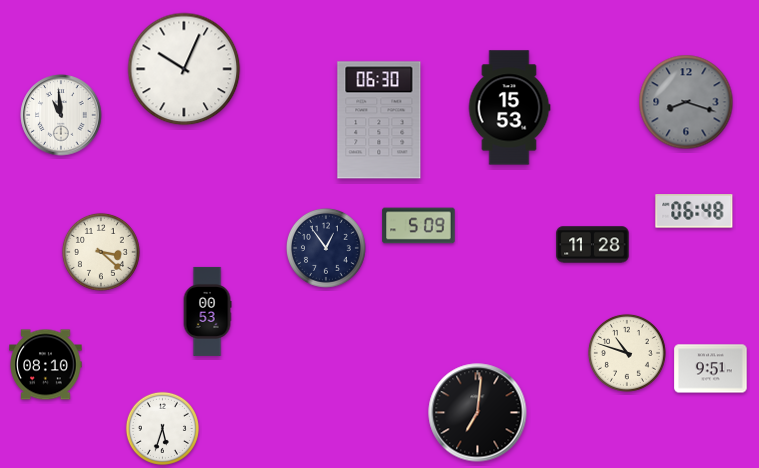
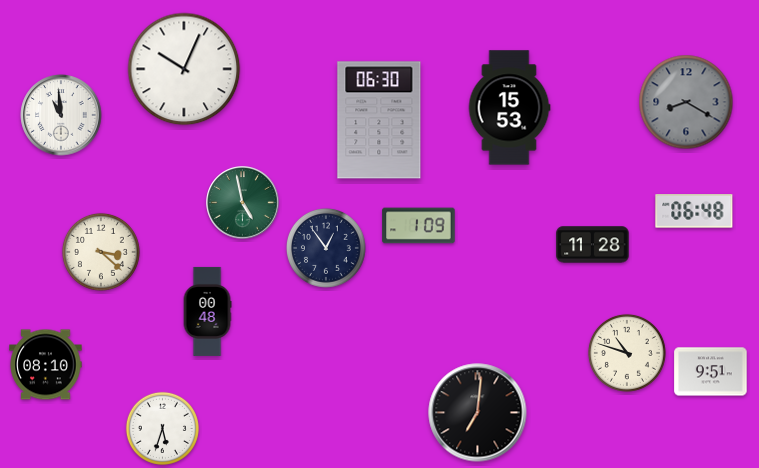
clock at (686, 102): 8:18 -> 8:20
clock at (243, 203): none -> 4:58
clock at (419, 226): 5:09 -> 1:09
clock at (207, 311): 00:53 -> 00:48
clock at (711, 369) position: (711, 369) -> (711, 372)
